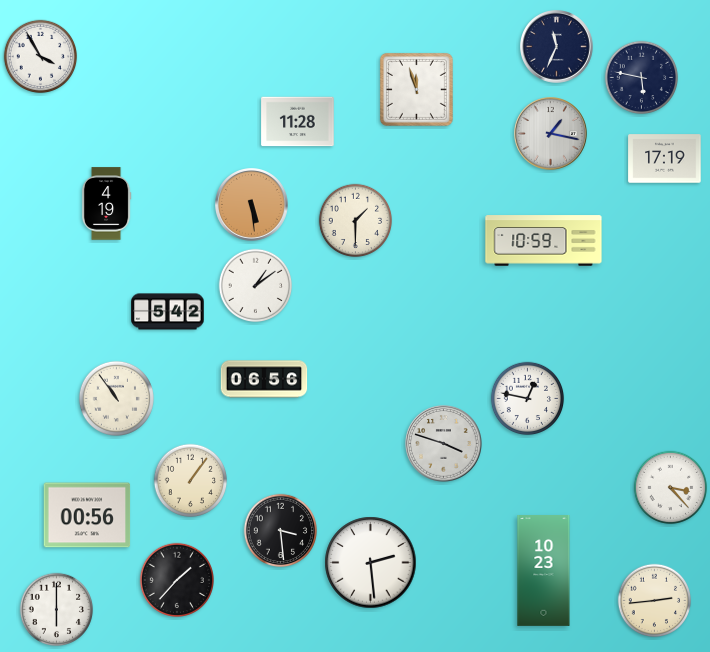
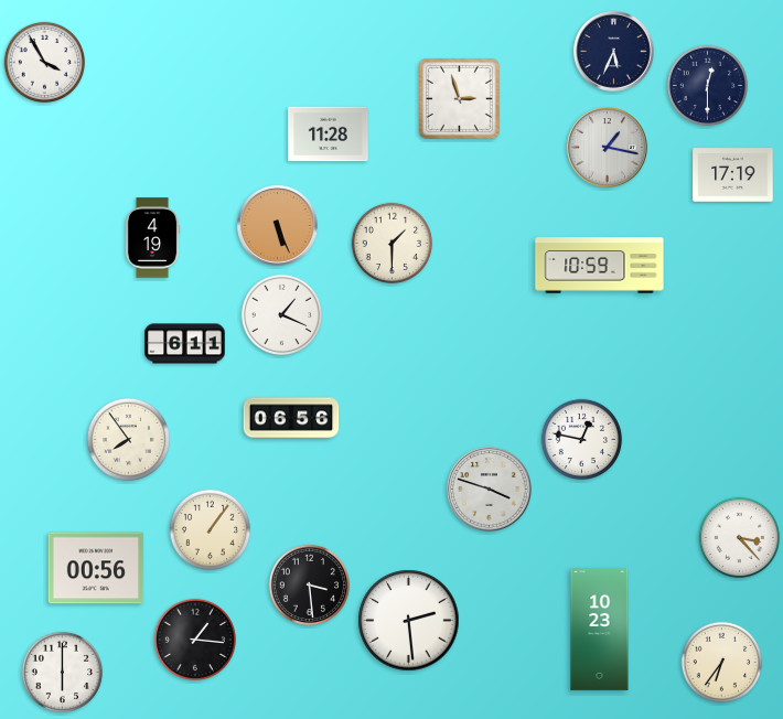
clock at (557, 47): 11:34 -> 5:34
clock at (642, 78): 5:47 -> 12:30
clock at (416, 89): 11:57 -> 2:57
clock at (106, 204) position: (106, 204) -> (152, 238)
clock at (252, 205): 5:29 -> 5:26
clock at (256, 286): 1:09 -> 1:19
clock at (168, 312): 5:42 -> 6:11
clock at (116, 398): 10:54 -> 7:54
clock at (176, 579): 1:37 -> 1:16
clock at (655, 601): 2:44 -> 6:36
